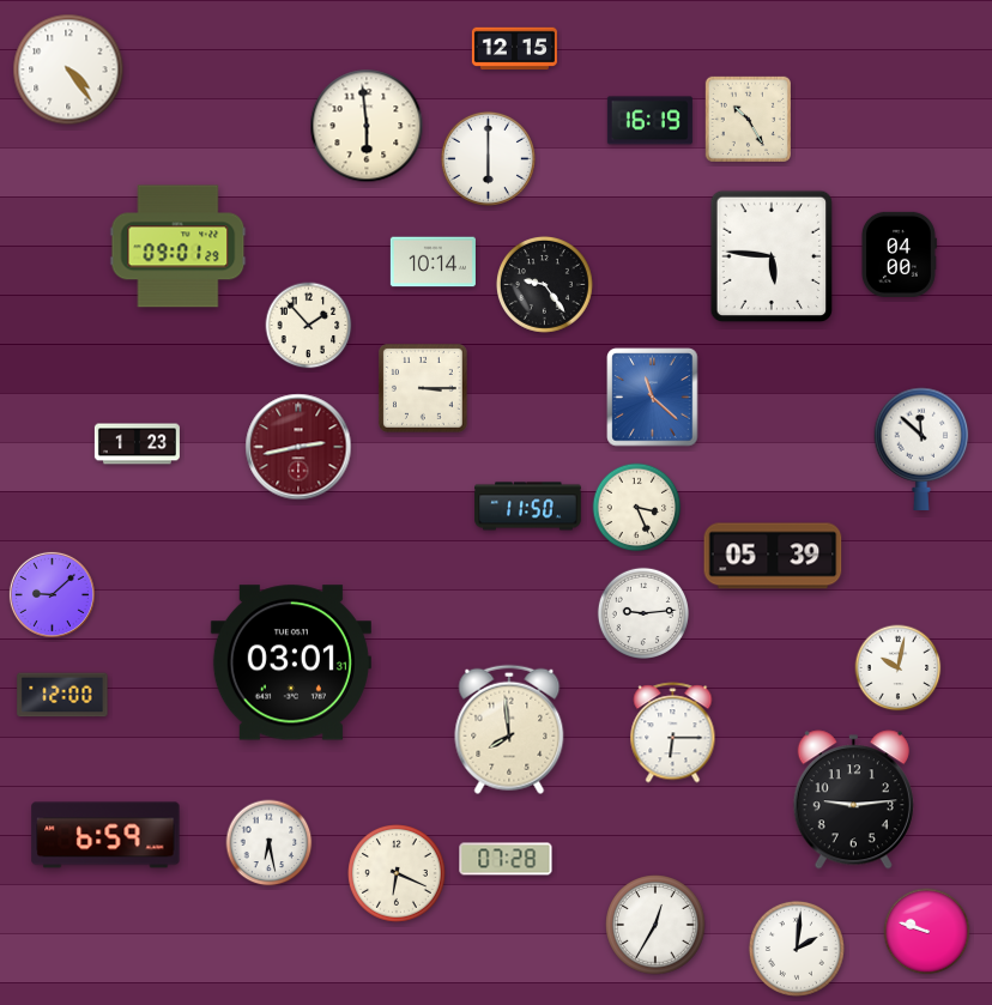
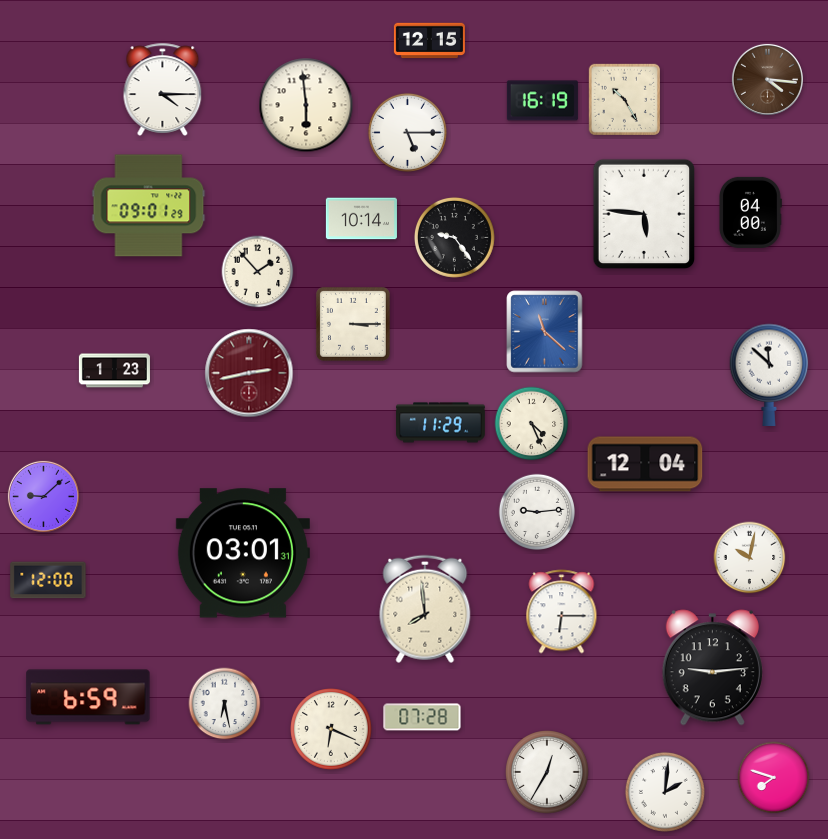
clock at (68, 69): 4:24 -> none
clock at (767, 79): none -> 4:16
clock at (163, 89): none -> 4:15
clock at (488, 158): 6:00 -> 5:15
clock at (528, 507): 11:50 -> 11:29
clock at (637, 508): 3:26 -> 4:26
clock at (773, 556): 05:39 -> 12:04
clock at (62, 695) position: (62, 695) -> (48, 580)
clock at (927, 932): 9:48 -> 7:48
